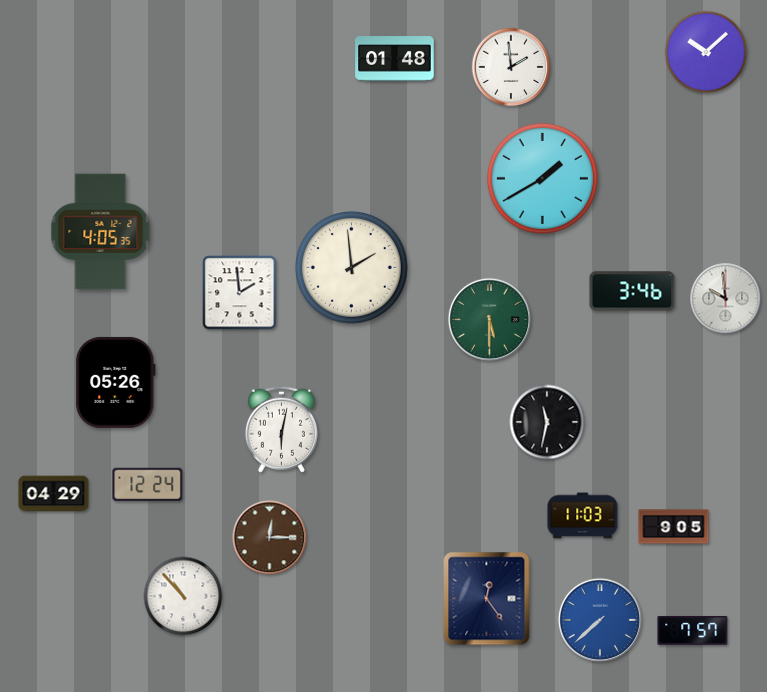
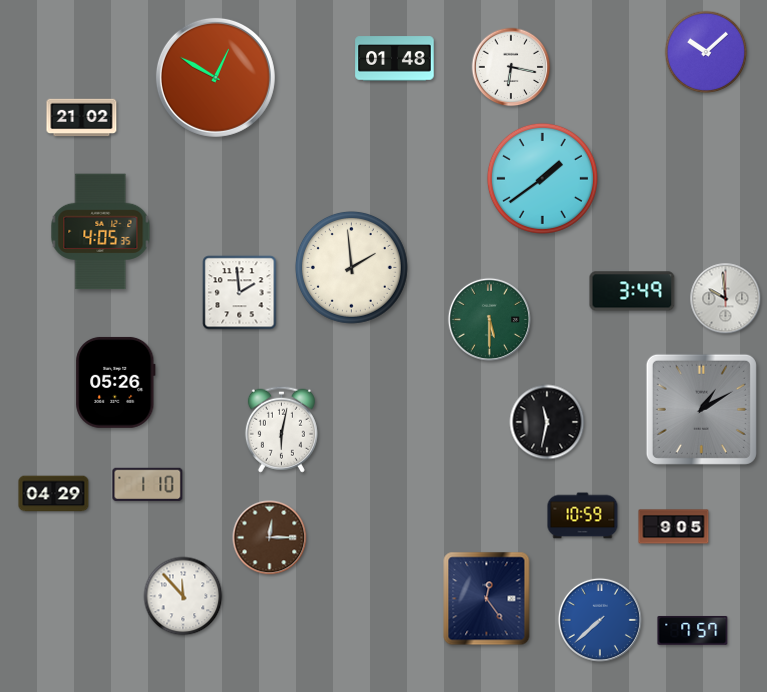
clock at (511, 67): 1:59 -> 6:17
clock at (215, 77): none -> 12:50
clock at (82, 118): none -> 21:02
clock at (542, 178): 1:40 -> 1:39
clock at (632, 291): 3:46 -> 3:49
clock at (701, 409): none -> 1:10
clock at (148, 484): 12:24 -> 1:10
clock at (583, 516): 11:03 -> 10:59
clock at (183, 596): 10:53 -> 11:53
